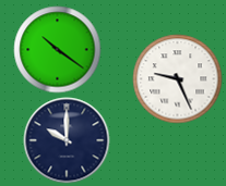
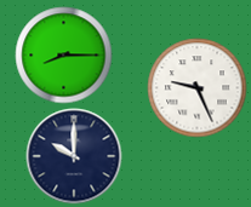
clock at (57, 49): 10:21 -> 8:15
